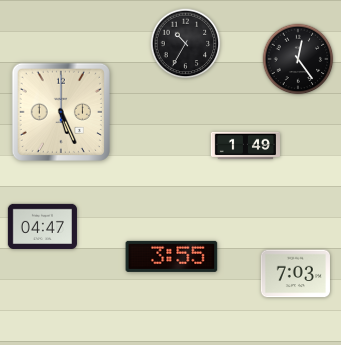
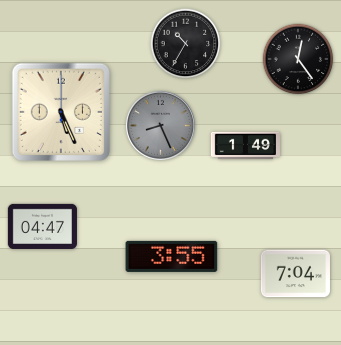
clock at (160, 125): none -> 8:26
clock at (295, 274): 7:03 -> 7:04
